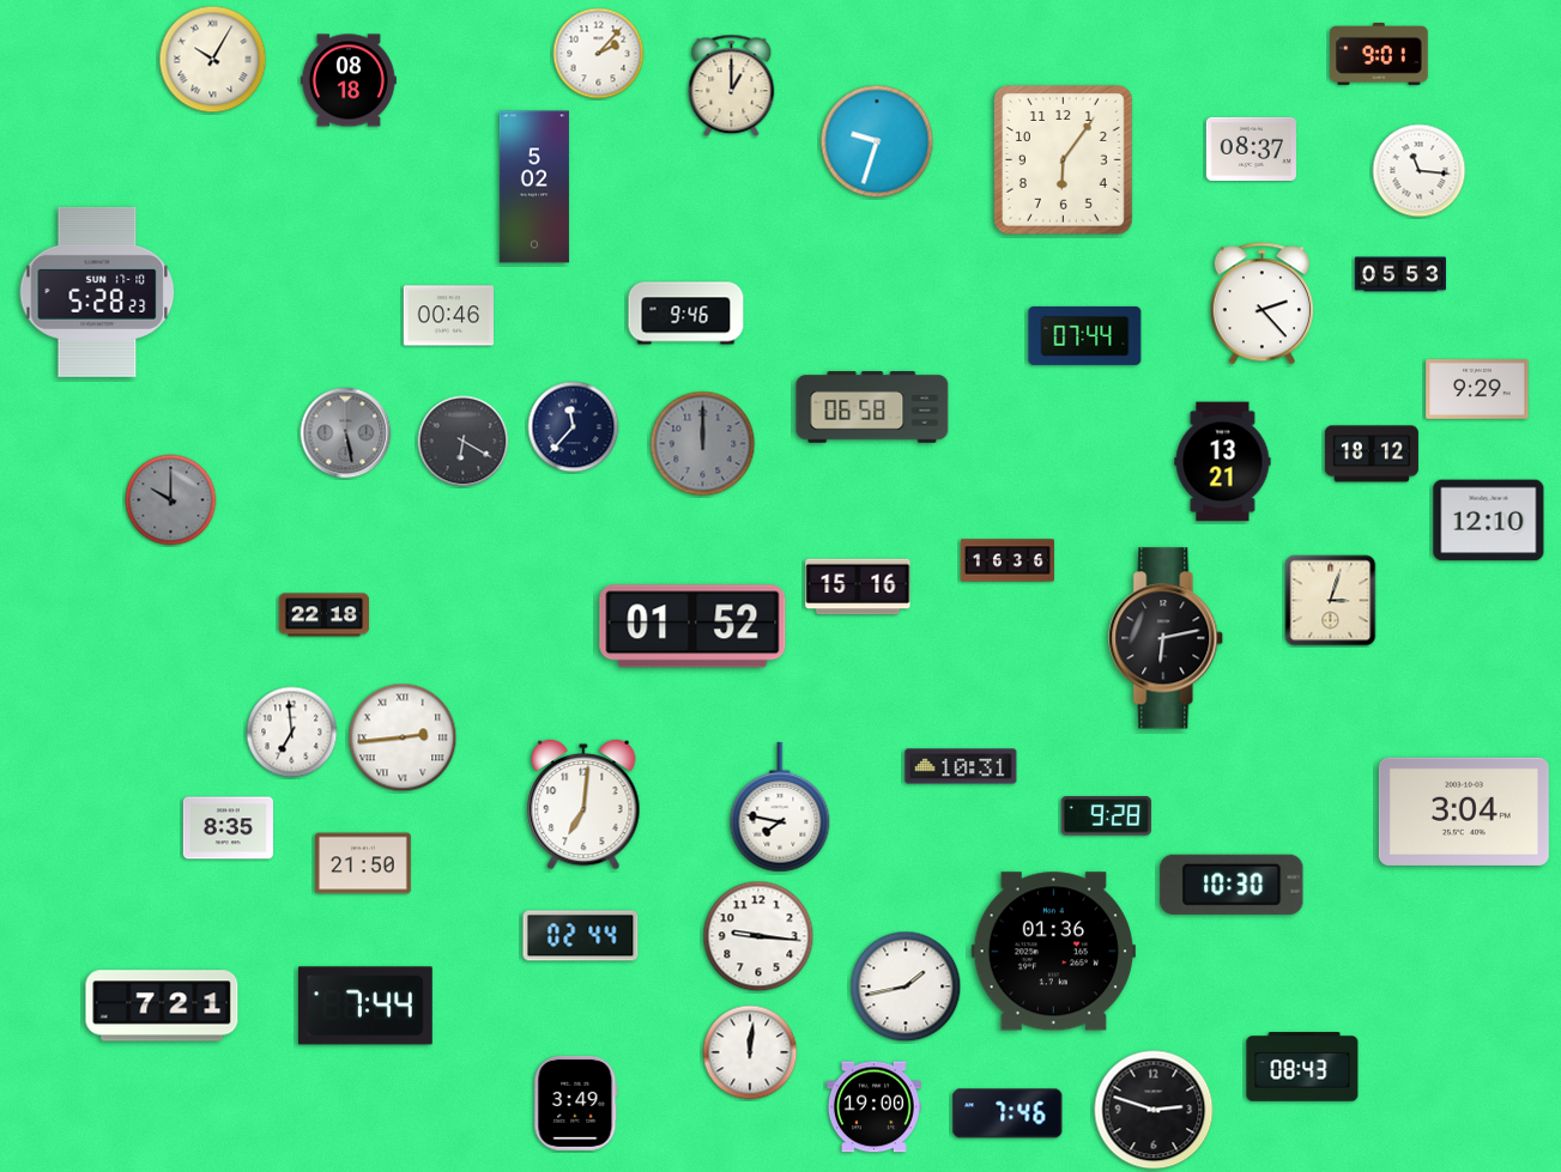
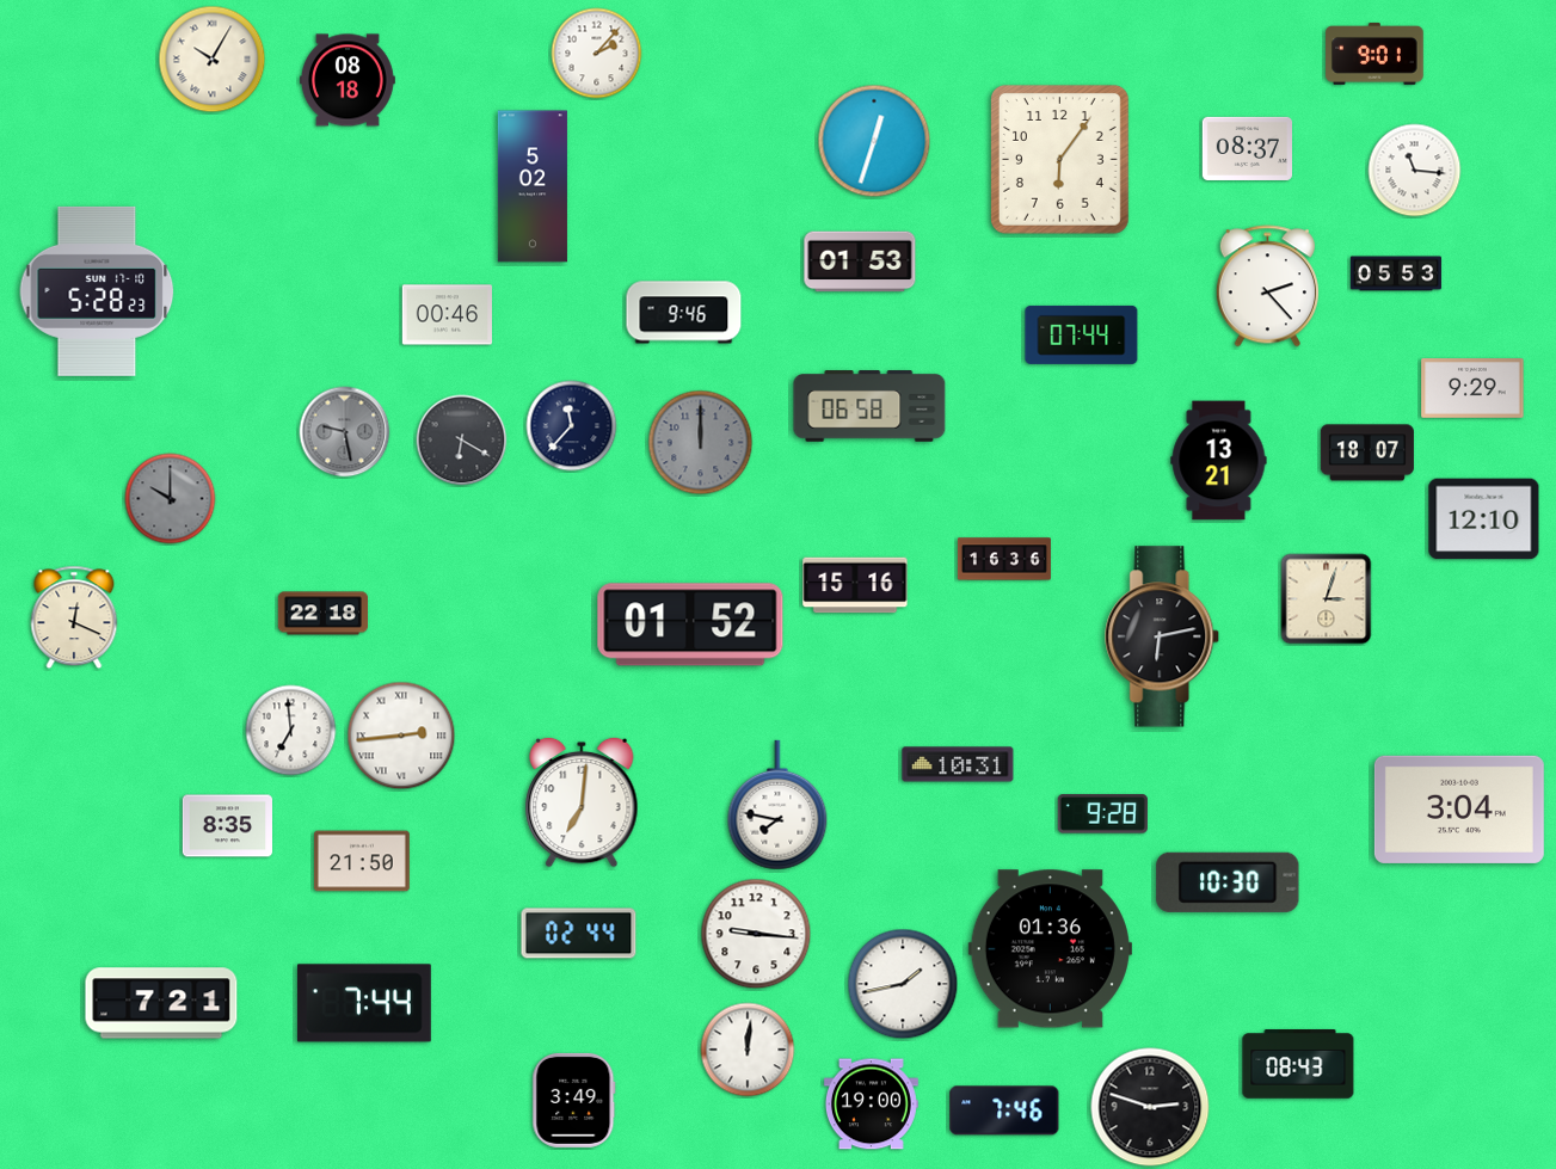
clock at (732, 86): 1:00 -> none
clock at (877, 141): 9:33 -> 12:33
clock at (860, 262): none -> 01:53
clock at (1261, 304) position: (1261, 304) -> (1267, 287)
clock at (346, 433): 5:28 -> 9:28
clock at (1372, 454): 18:12 -> 18:07
clock at (74, 617): none -> 12:19
